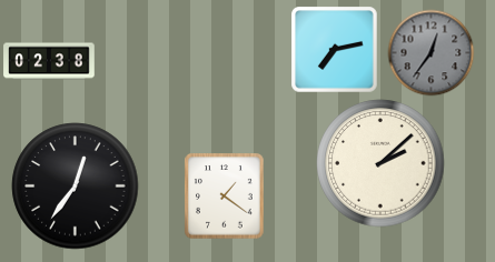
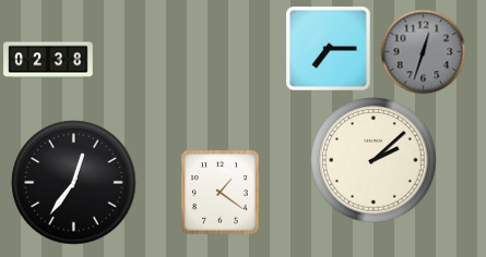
clock at (334, 49): 7:13 -> 7:15
clock at (430, 52): 12:36 -> 12:33
